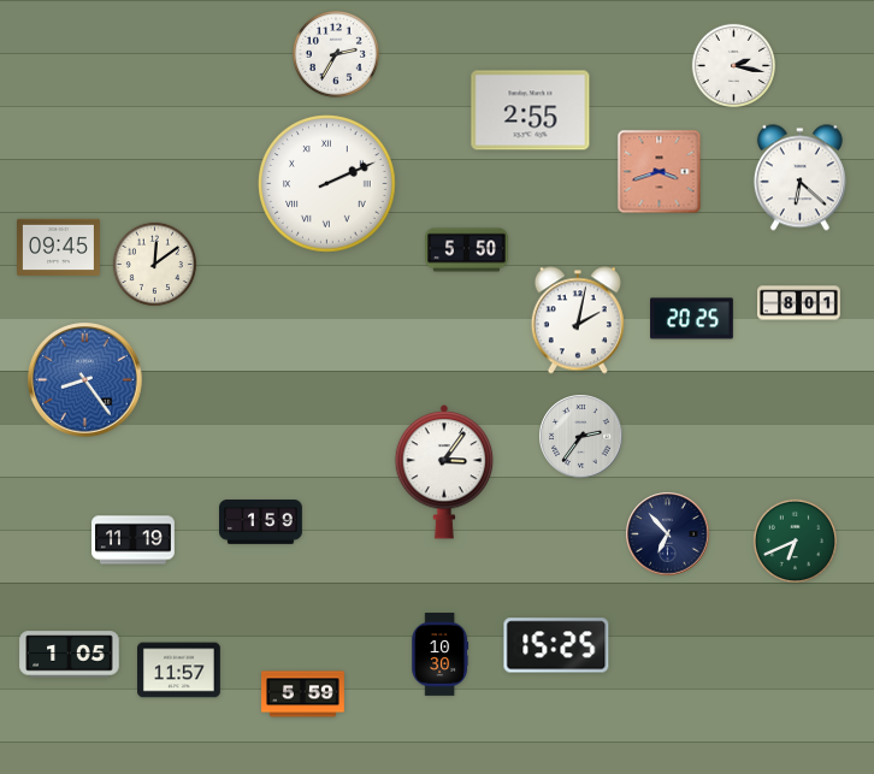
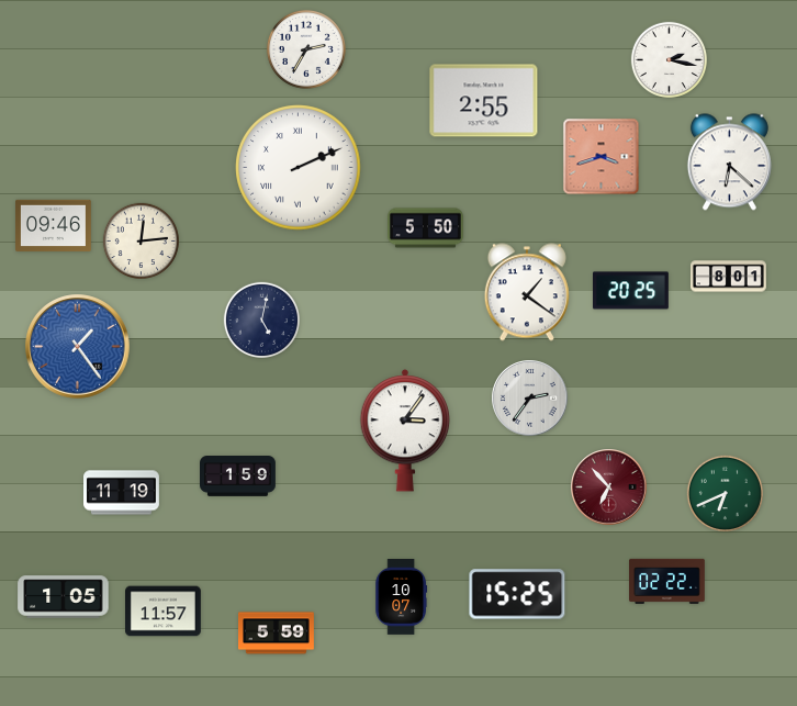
clock at (59, 247): 09:45 -> 09:46
clock at (154, 264): 12:09 -> 12:14
clock at (578, 320): 2:02 -> 1:21
clock at (261, 320): none -> 5:02
clock at (85, 380): 8:24 -> 1:24
clock at (668, 534) dial: navy -> burgundy
clock at (667, 581): none -> 02:22
clock at (556, 645) position: (556, 645) -> (517, 594)
clock at (441, 655): 10:30 -> 10:07
